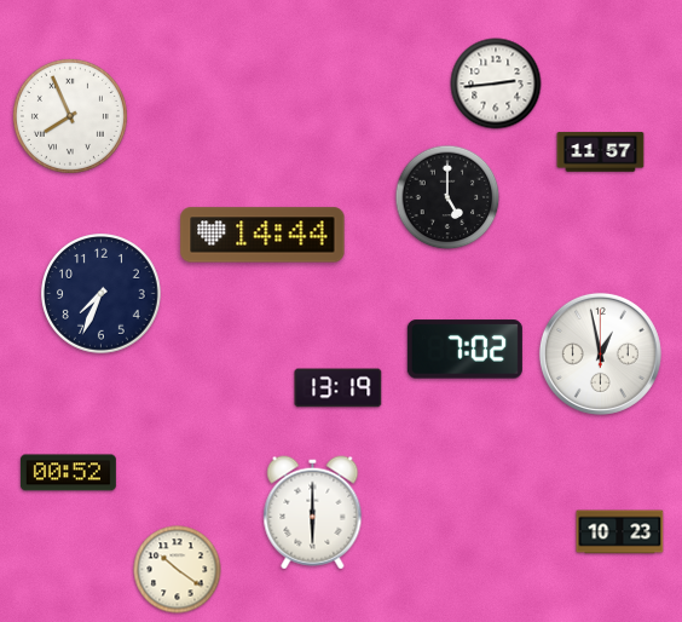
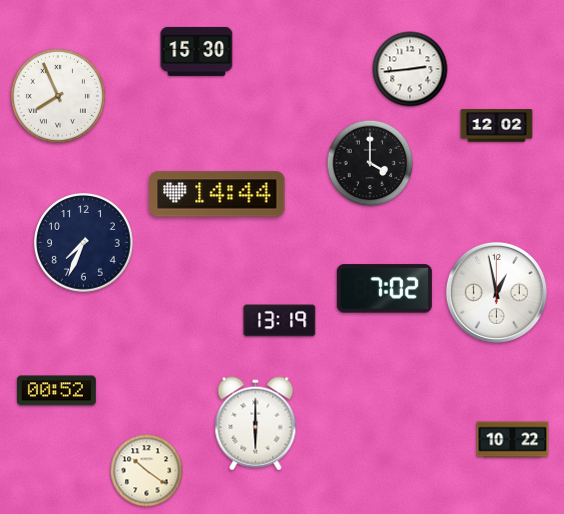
clock at (197, 51): none -> 15:30
clock at (601, 152): 11:57 -> 12:02
clock at (447, 197): 5:00 -> 4:00
clock at (313, 513) position: (313, 513) -> (256, 424)
clock at (620, 532): 10:23 -> 10:22
